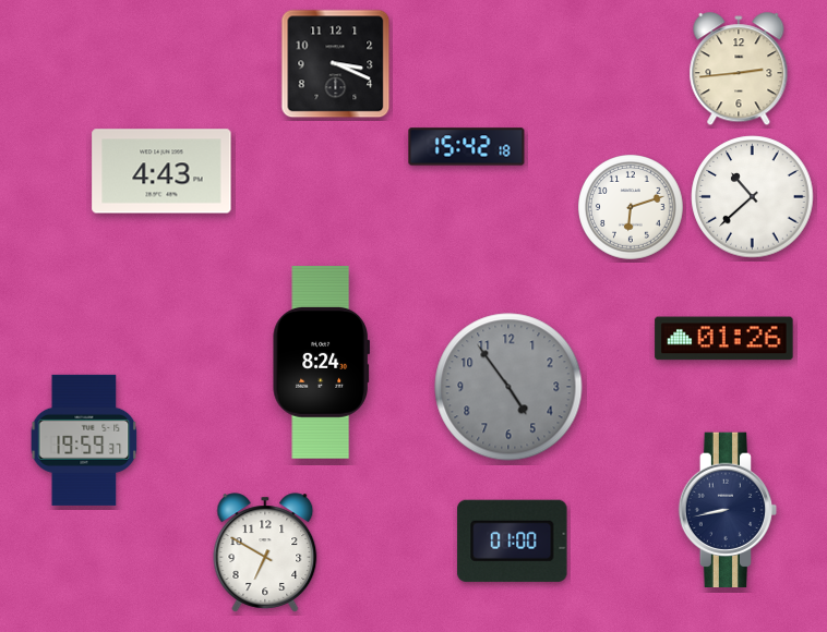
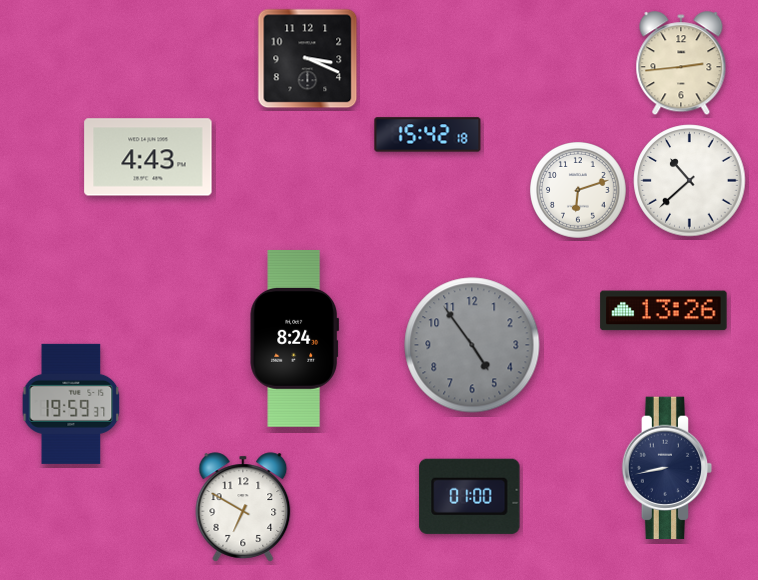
clock at (739, 70) position: (739, 70) -> (681, 64)
clock at (724, 339): 01:26 -> 13:26
clock at (321, 362) position: (321, 362) -> (294, 338)
clock at (508, 387) position: (508, 387) -> (472, 345)
clock at (84, 440) position: (84, 440) -> (71, 404)
